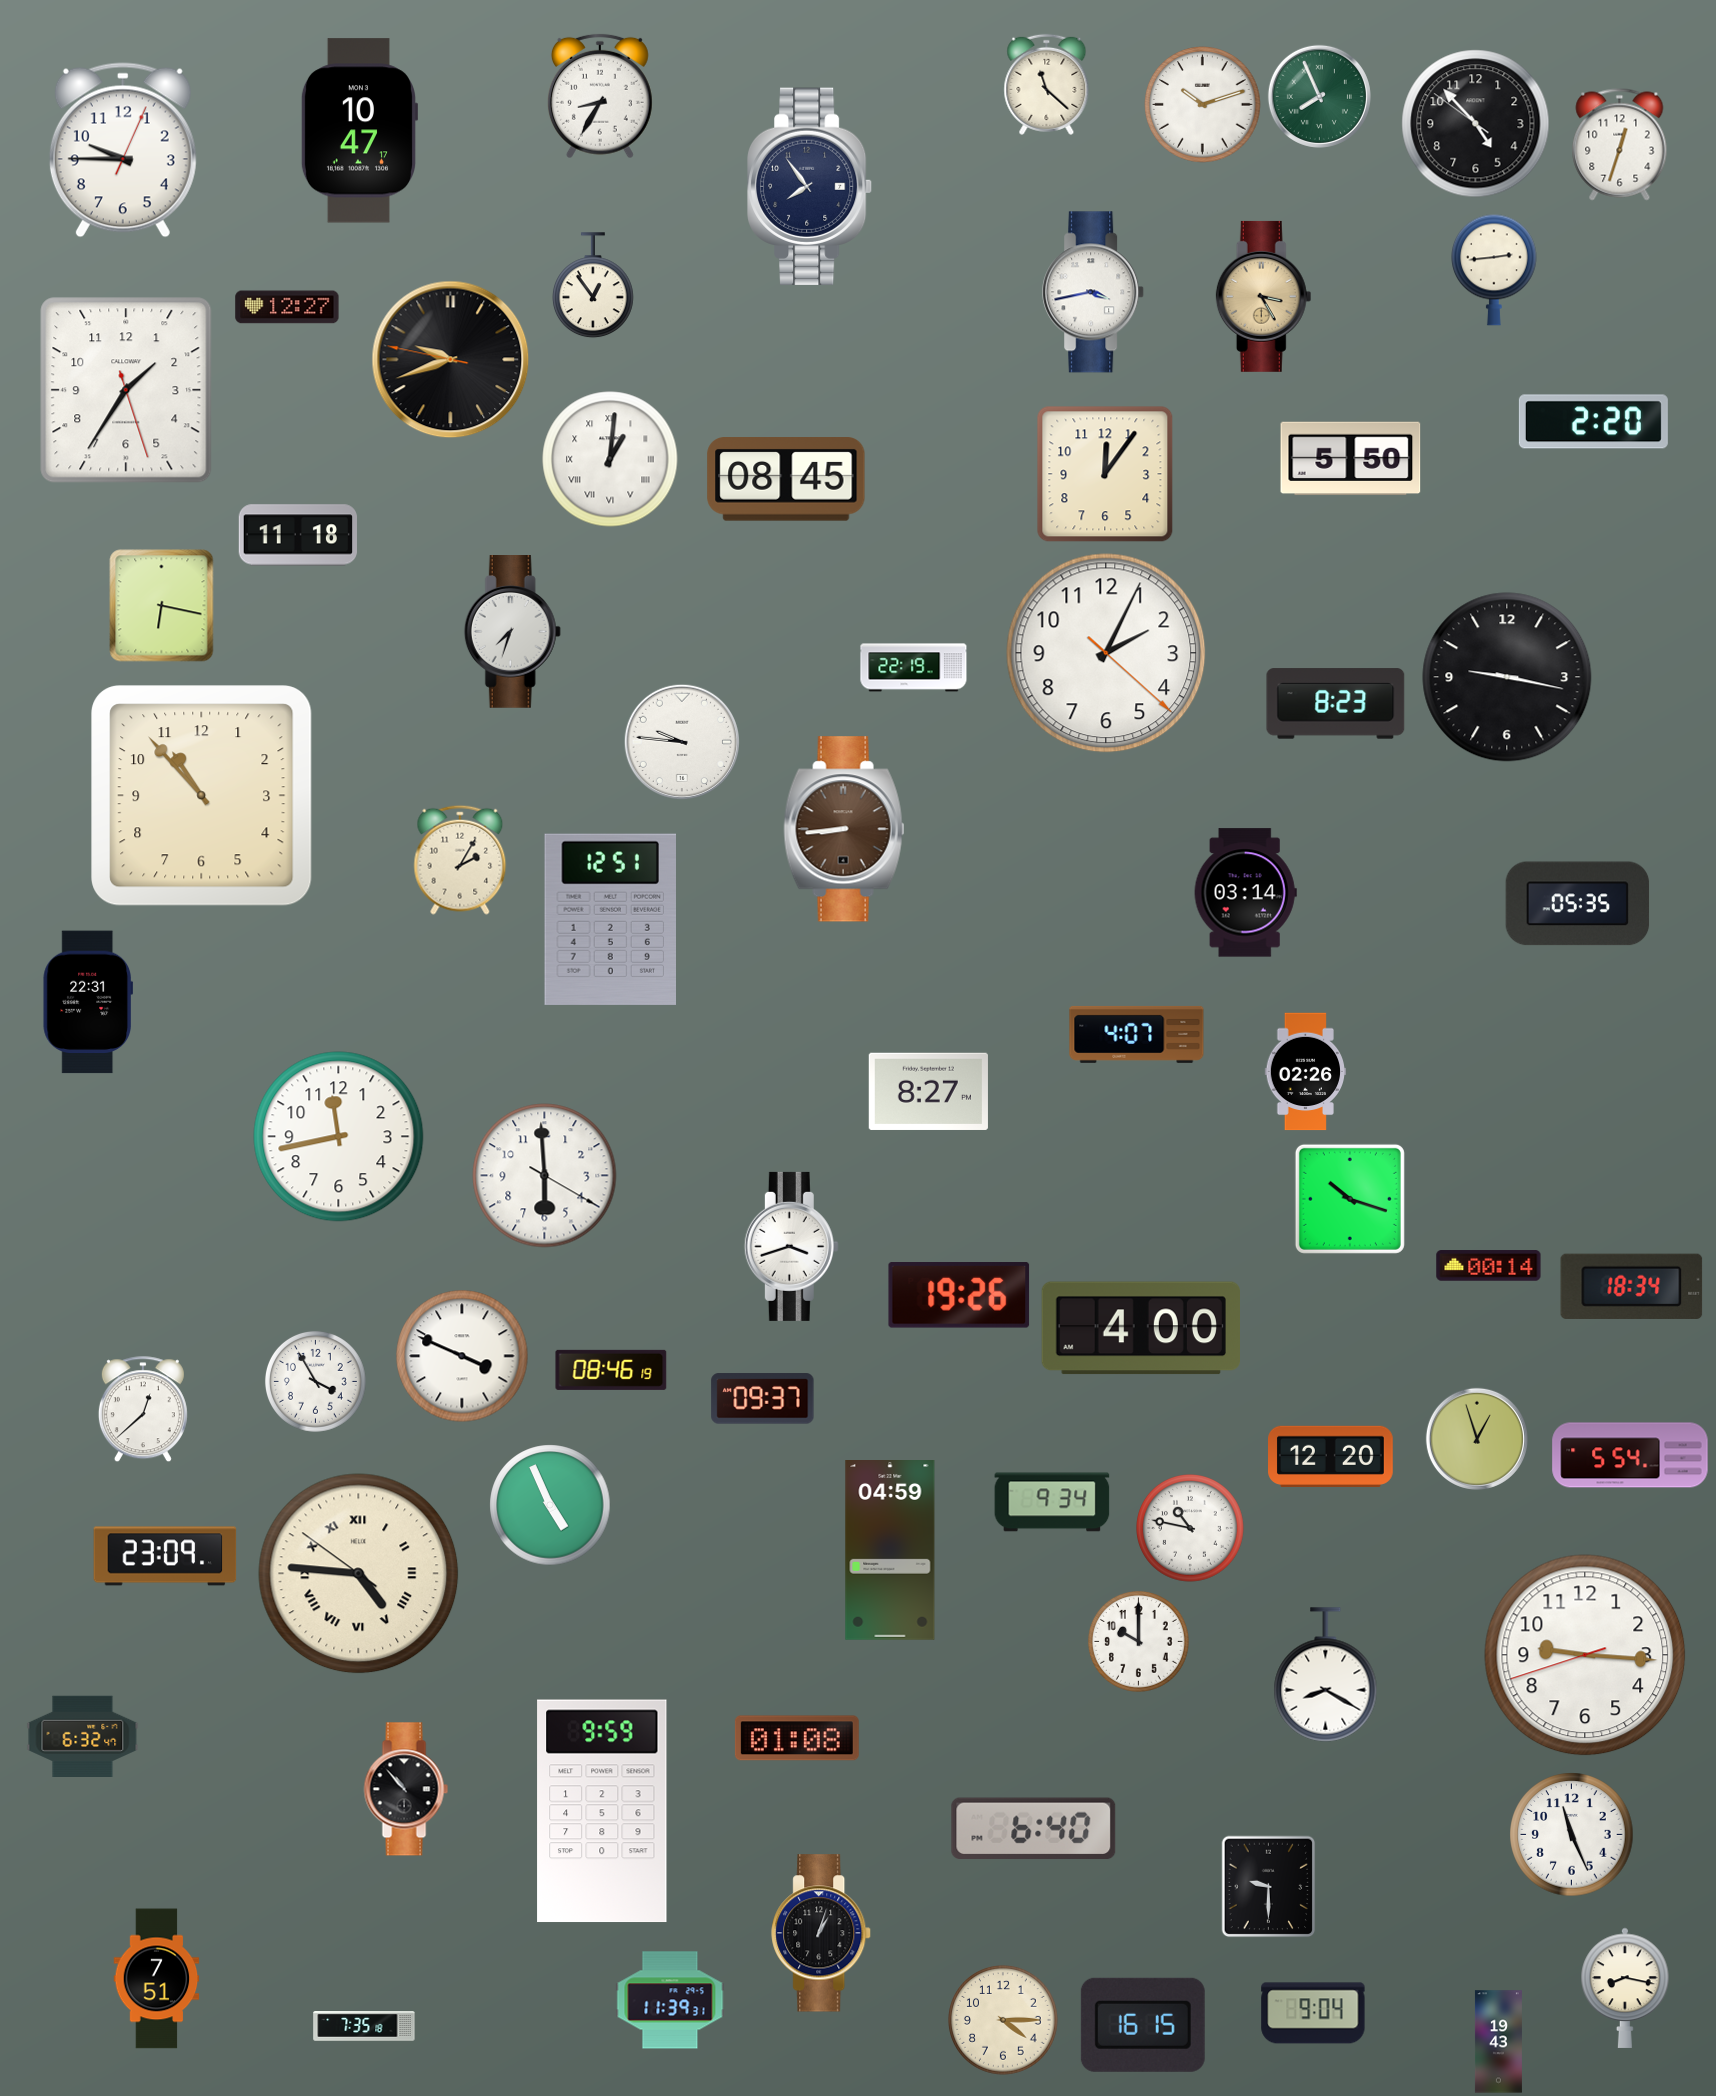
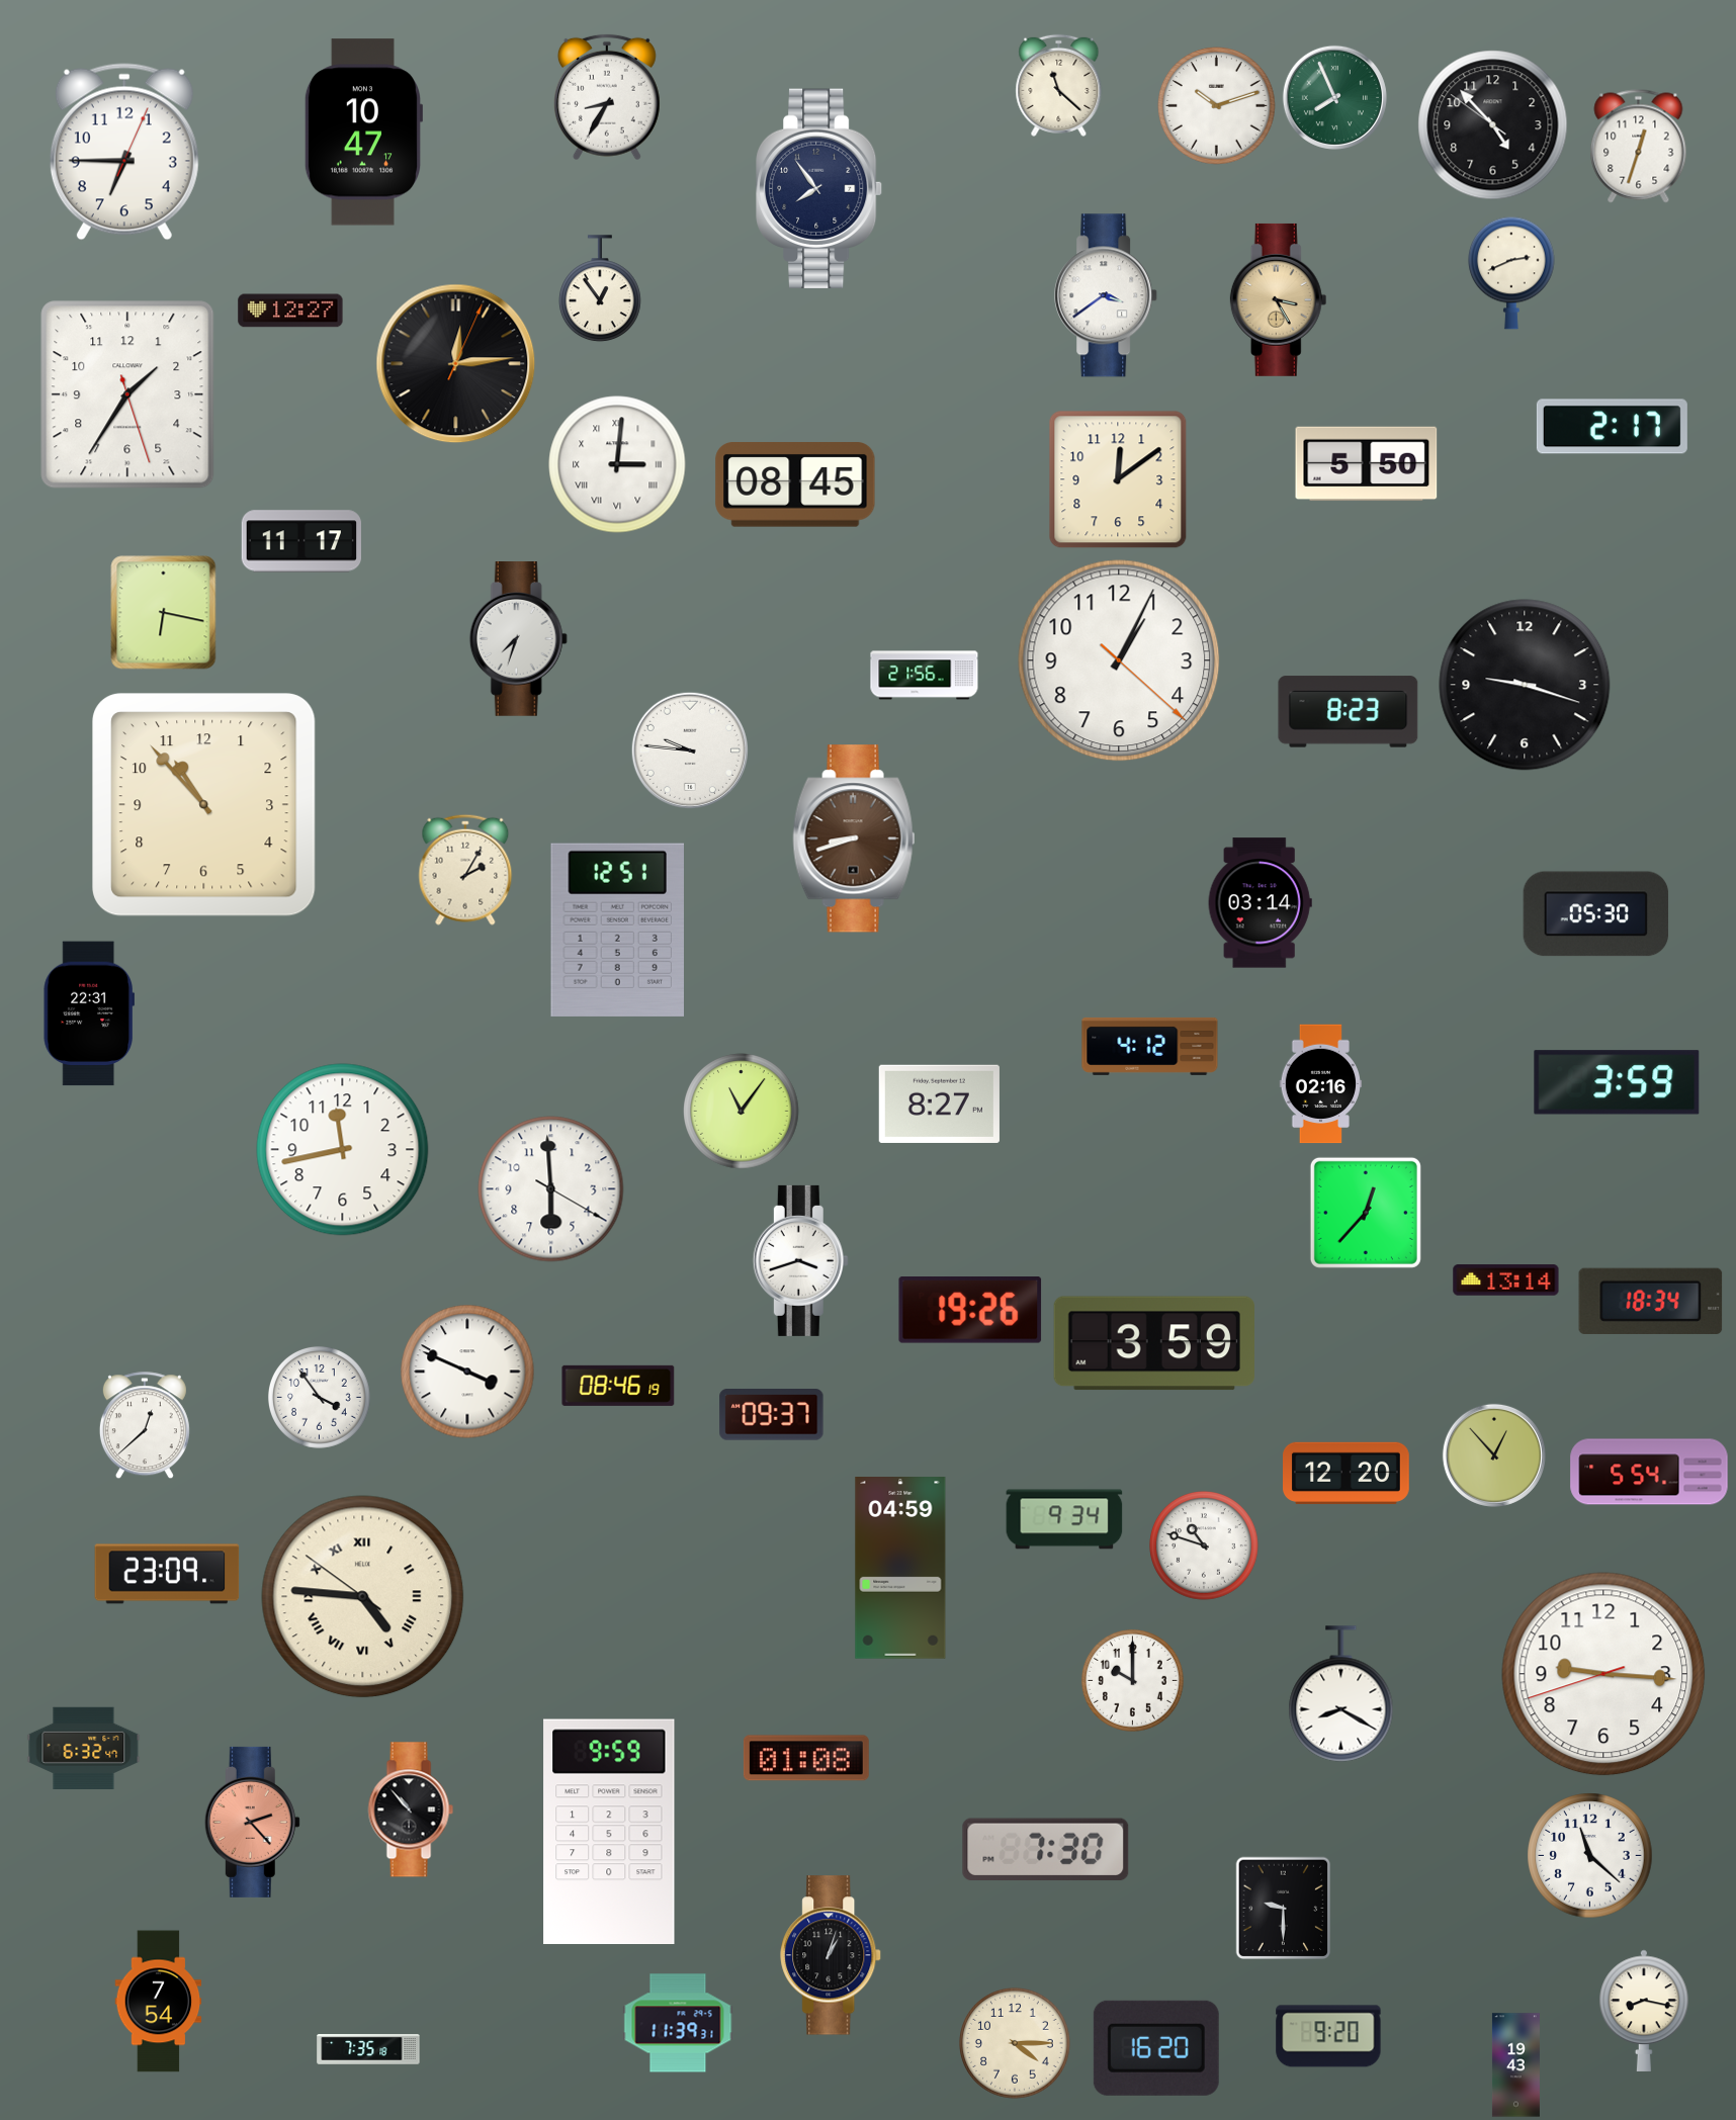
clock at (123, 150): 9:45 -> 6:45
clock at (1495, 270): 2:44 -> 2:41
clock at (1094, 292): 3:43 -> 3:39
clock at (451, 360): 9:41 -> 12:14
clock at (1593, 422): 2:20 -> 2:17
clock at (610, 459): 1:01 -> 3:01
clock at (1105, 474): 12:06 -> 12:09
clock at (297, 535): 11:18 -> 11:17
clock at (1106, 653): 2:04 -> 1:04
clock at (914, 668): 22:19 -> 21:56
clock at (1507, 677): 9:17 -> 9:18
clock at (1336, 704) position: (1336, 704) -> (1349, 712)
clock at (844, 829): 8:44 -> 8:42
clock at (1578, 904): 05:35 -> 05:30
clock at (1137, 1034): 4:07 -> 4:12
clock at (1617, 1082): none -> 3:59
clock at (1305, 1072): 02:26 -> 02:16
clock at (742, 1112): none -> 11:06
clock at (1350, 1199): 10:18 -> 12:37
clock at (1489, 1266): 00:14 -> 13:14
clock at (1141, 1328): 4:00 -> 3:59
clock at (315, 1381): 3:55 -> 3:54
clock at (1477, 1439): 12:57 -> 12:53
clock at (550, 1505): 4:56 -> none
clock at (1191, 1529): 10:47 -> 10:48
clock at (359, 1574) position: (359, 1574) -> (363, 1597)
clock at (1138, 1641) position: (1138, 1641) -> (1132, 1680)
clock at (83, 1736) position: (83, 1736) -> (84, 1748)
clock at (252, 1822): none -> 2:23
clock at (1034, 1829): 6:40 -> 7:30
clock at (1572, 1835): 11:26 -> 11:22
clock at (157, 1979): 7:51 -> 7:54
clock at (1313, 2013): 9:04 -> 9:20
clock at (1143, 2025): 16:15 -> 16:20
